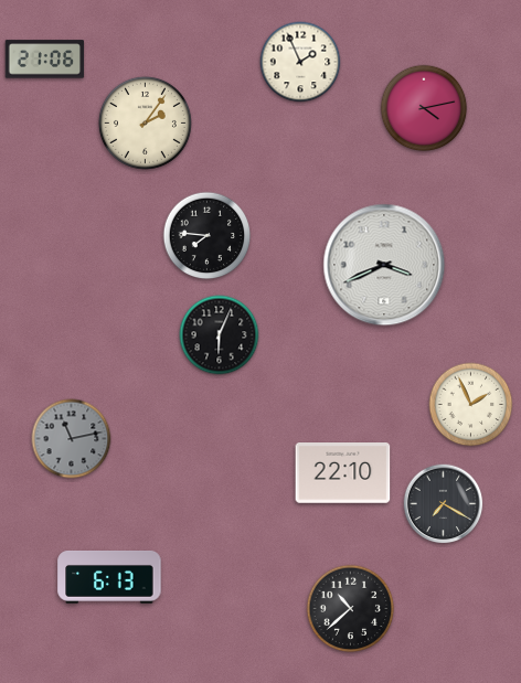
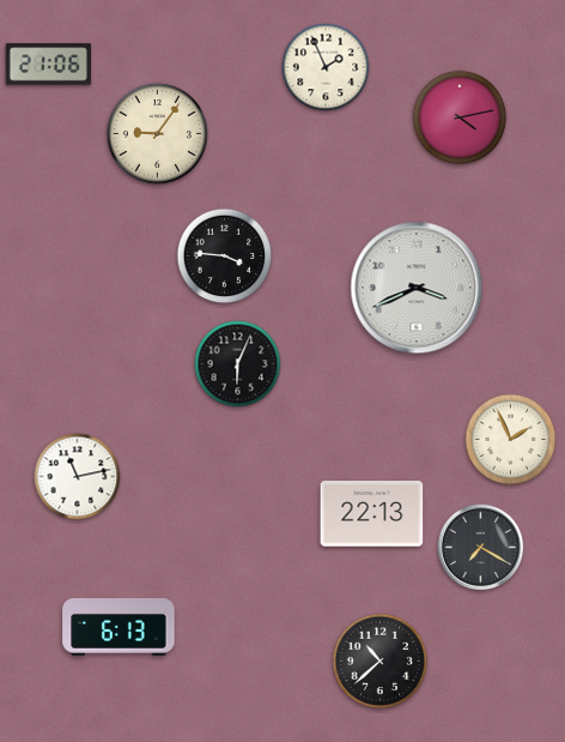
clock at (145, 122): 2:06 -> 9:06
clock at (208, 236): 7:46 -> 3:46
clock at (72, 439) dial: grey -> white
clock at (343, 473): 22:10 -> 22:13
